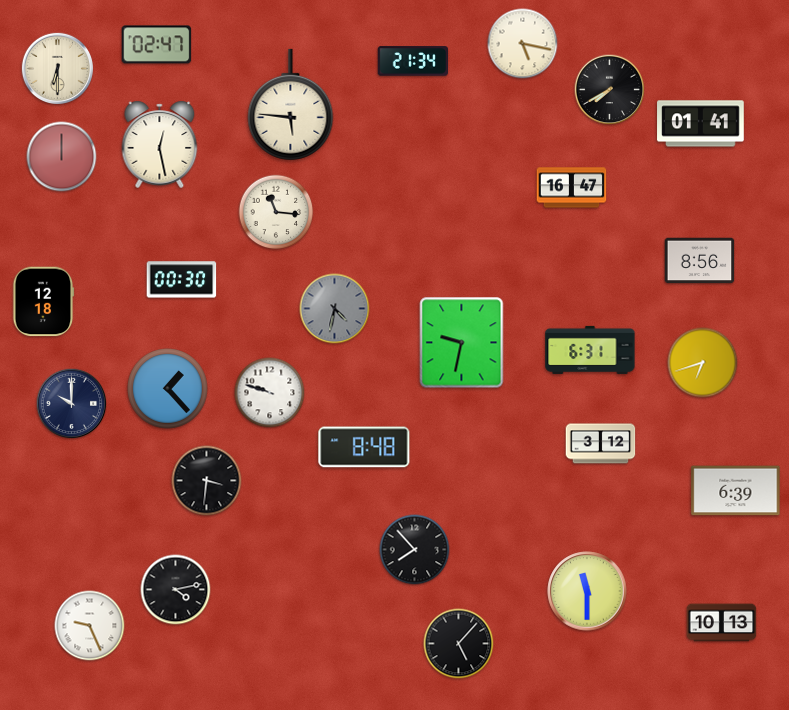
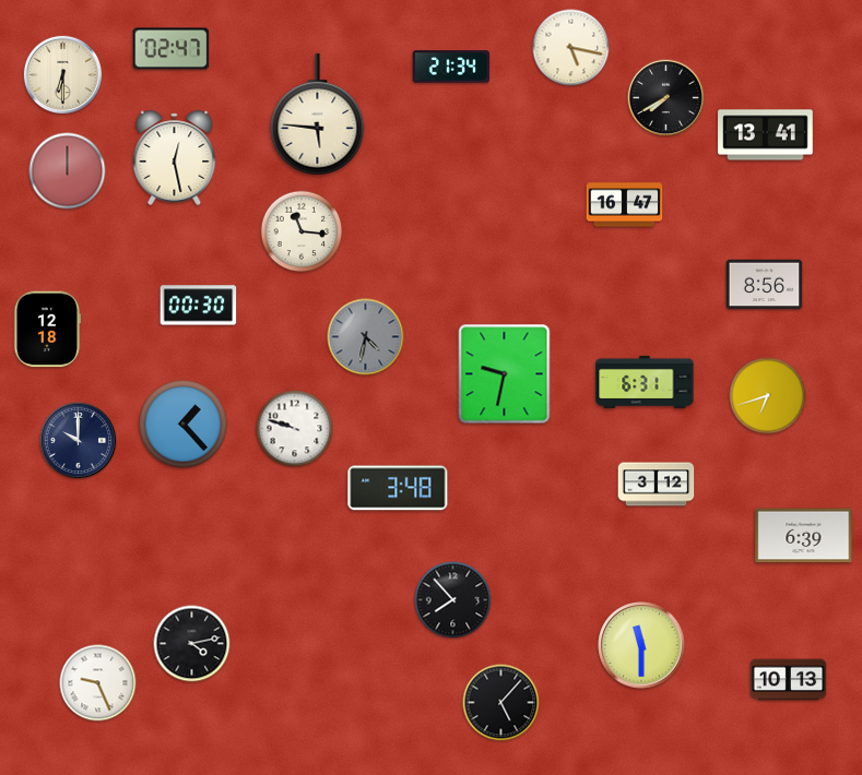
clock at (701, 124): 01:41 -> 13:41
clock at (364, 447): 8:48 -> 3:48
clock at (207, 481): 3:31 -> none
